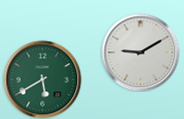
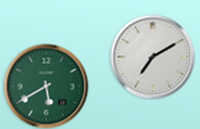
clock at (140, 52): 9:10 -> 7:10
